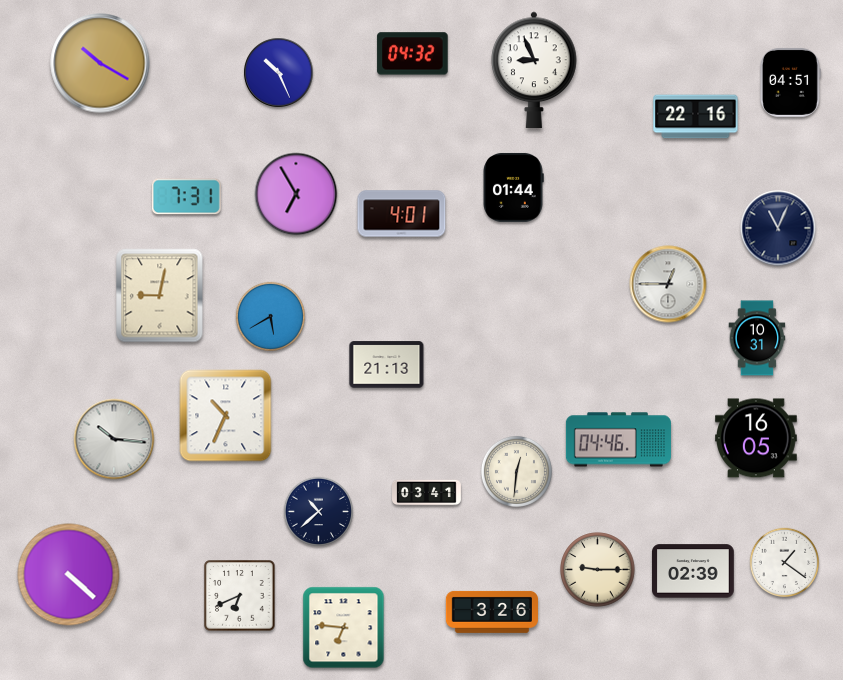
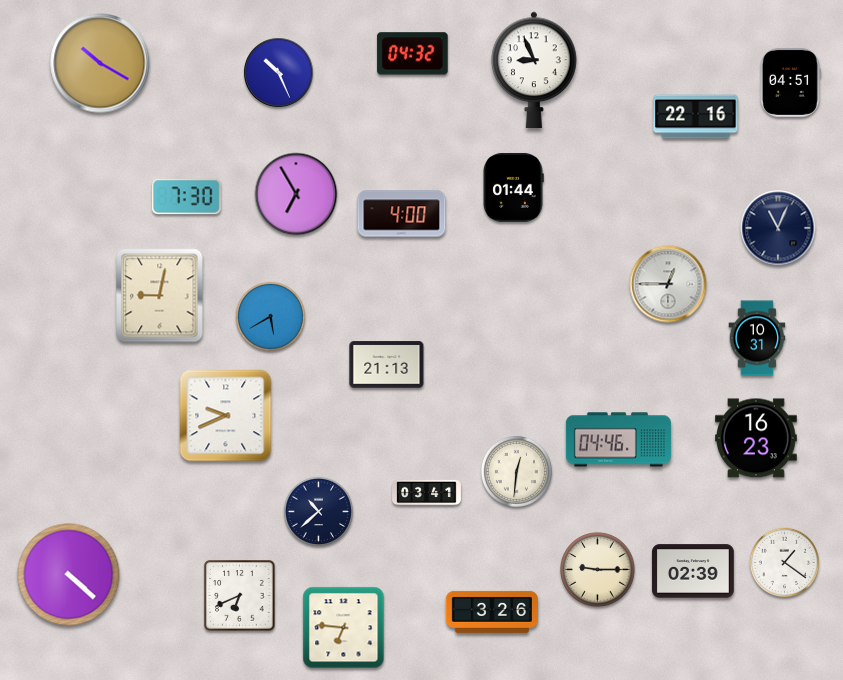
clock at (186, 197): 7:31 -> 7:30
clock at (402, 214): 4:01 -> 4:00
clock at (226, 416): 10:34 -> 9:41
clock at (757, 438): 16:05 -> 16:23
clock at (114, 439): 10:16 -> none
